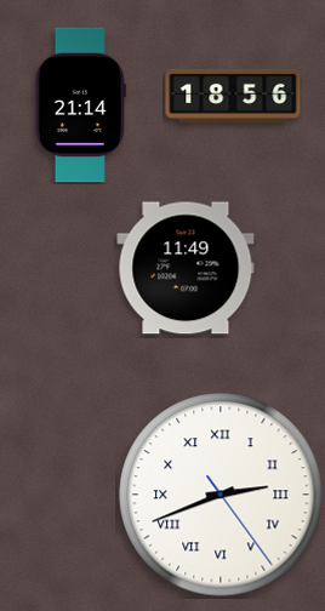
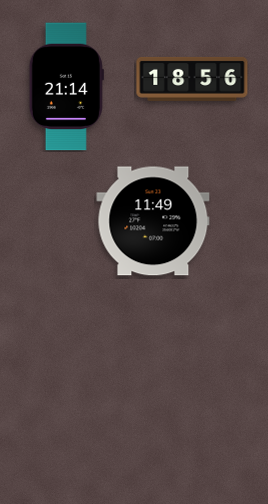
clock at (221, 495): 2:41 -> none
